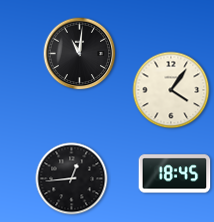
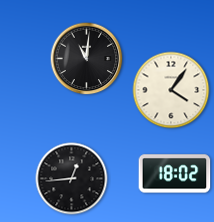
clock at (80, 54) position: (80, 54) -> (87, 59)
clock at (175, 174): 18:45 -> 18:02
